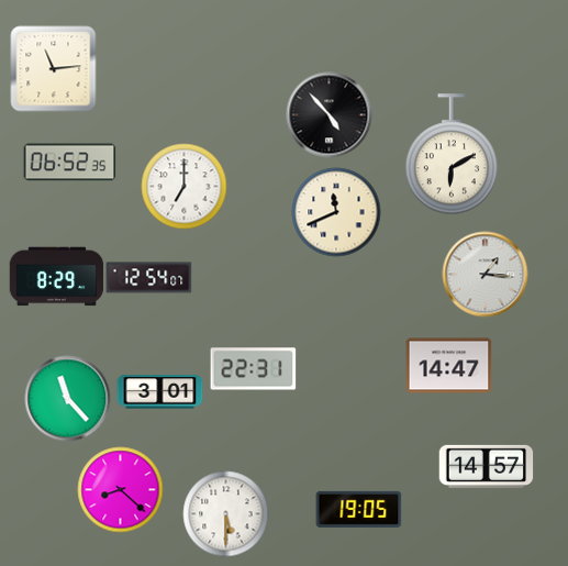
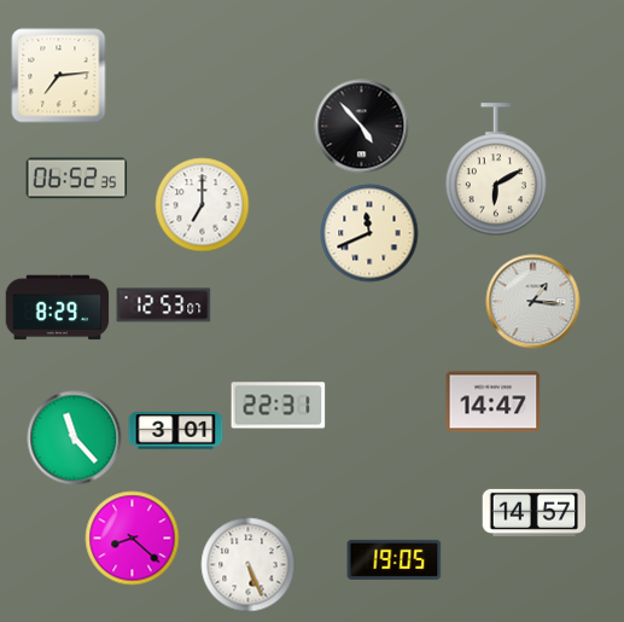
clock at (53, 68): 11:14 -> 7:14
clock at (56, 277) position: (56, 277) -> (57, 308)
clock at (148, 278): 12:54 -> 12:53
clock at (225, 513): 5:30 -> 5:26
